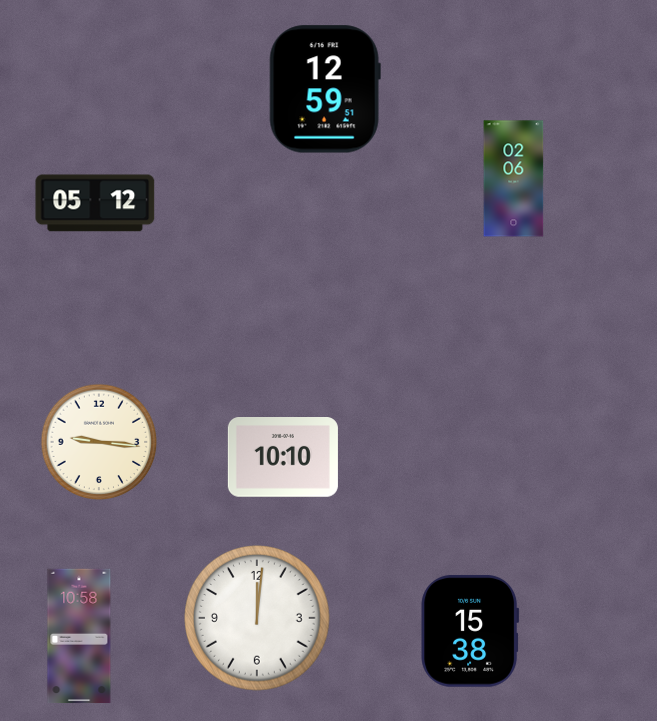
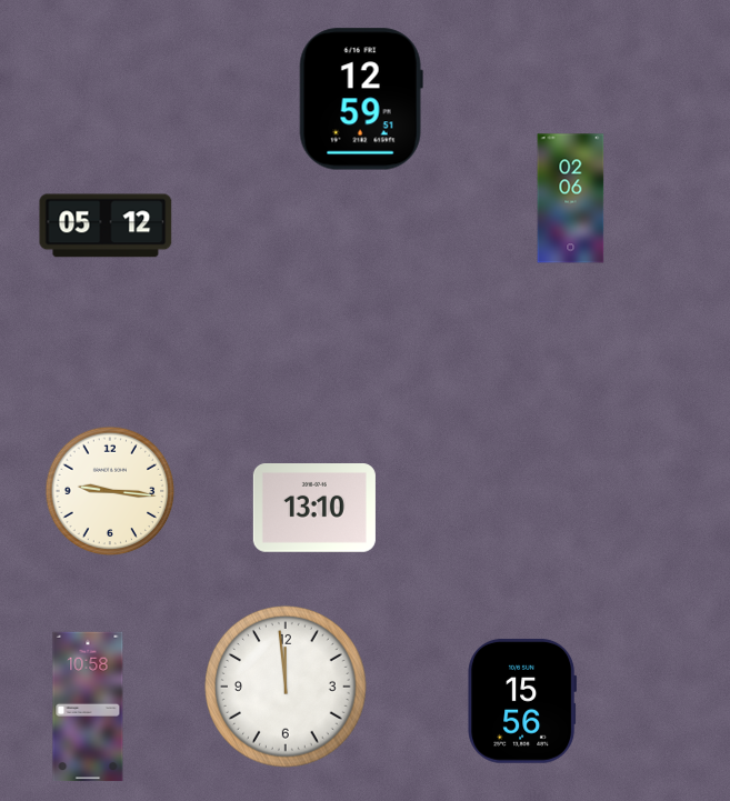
clock at (283, 458): 10:10 -> 13:10
clock at (258, 619): 12:01 -> 11:59
clock at (470, 631): 15:38 -> 15:56
